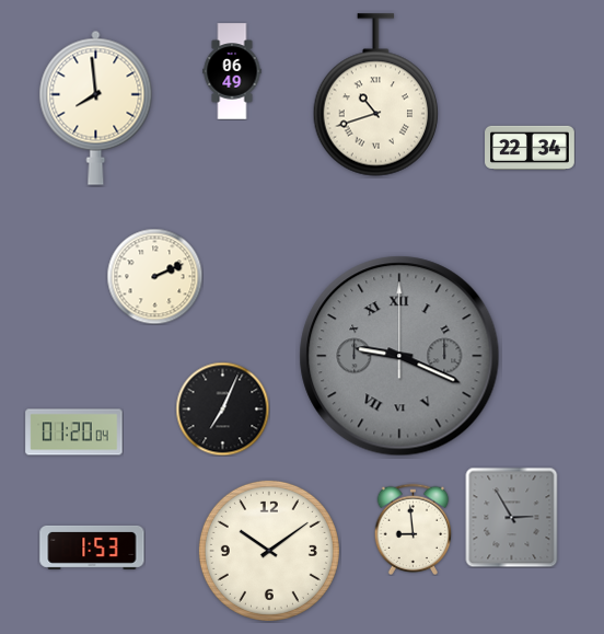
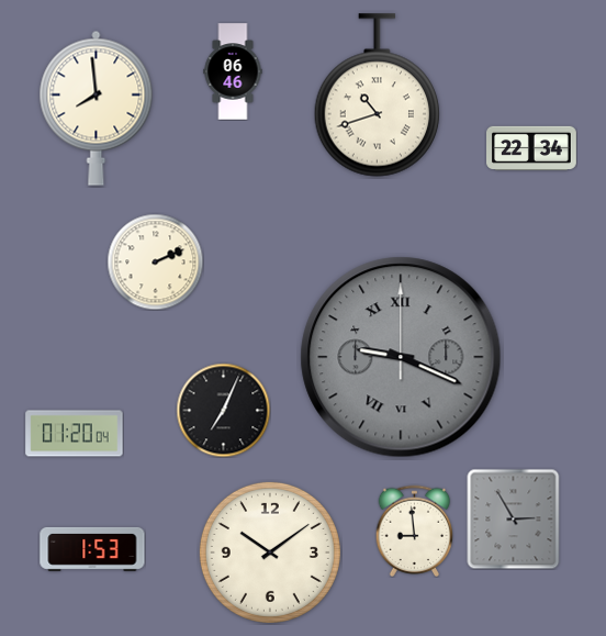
clock at (232, 71): 06:49 -> 06:46
clock at (154, 276) position: (154, 276) -> (155, 261)
